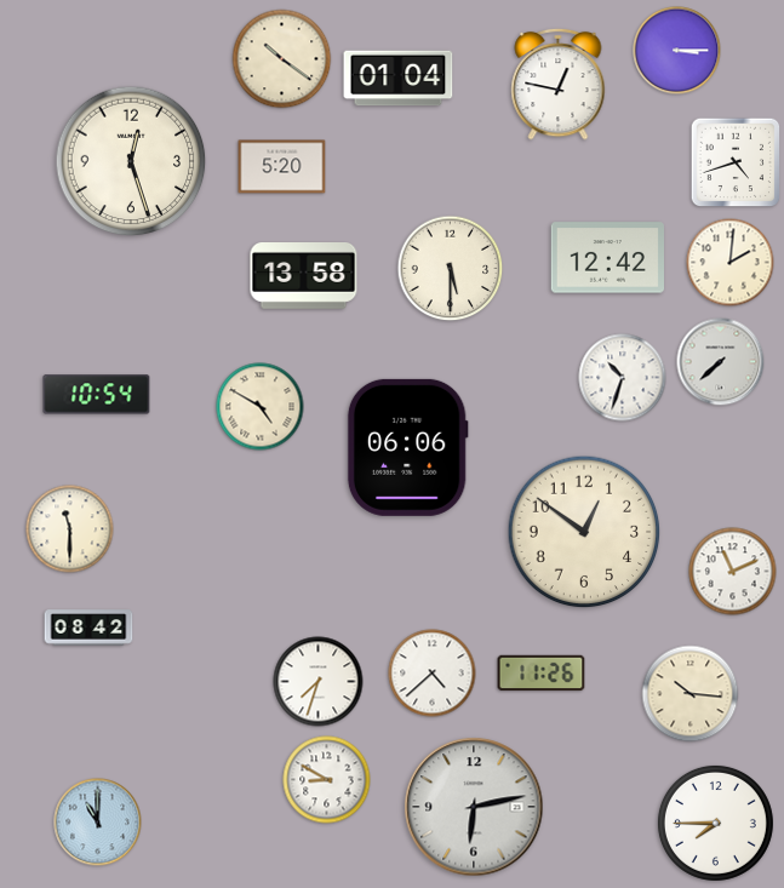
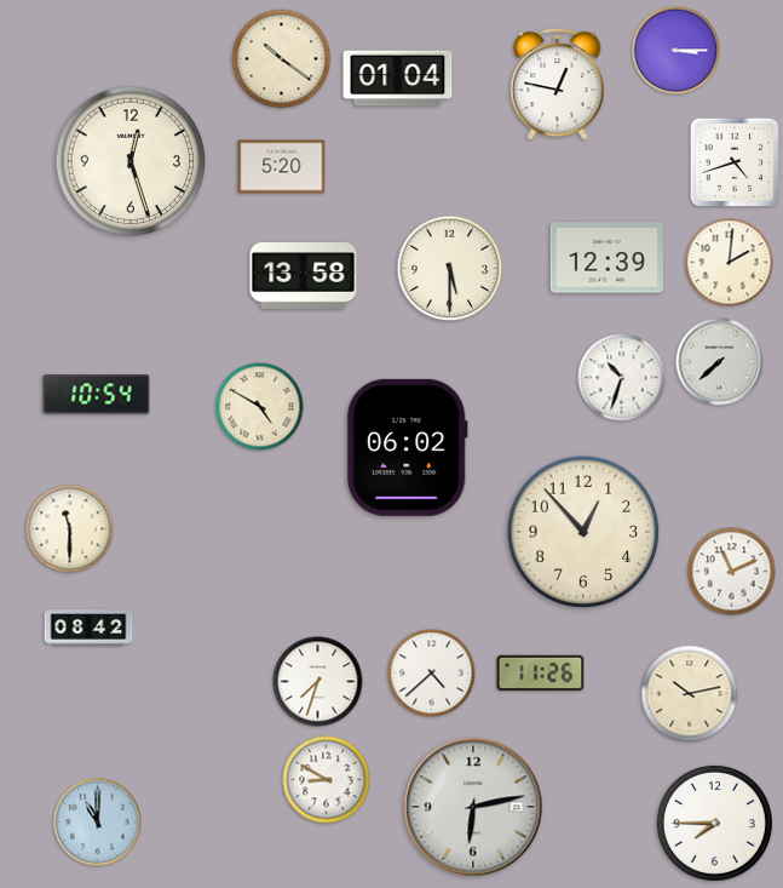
clock at (607, 258): 12:42 -> 12:39
clock at (407, 447): 06:06 -> 06:02
clock at (584, 532): 12:51 -> 12:53
clock at (691, 694): 10:16 -> 10:13
